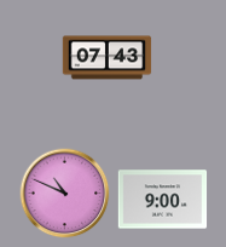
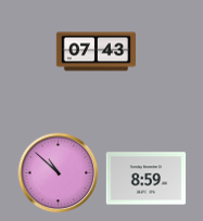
clock at (65, 194): 10:49 -> 10:52
clock at (163, 200): 9:00 -> 8:59
